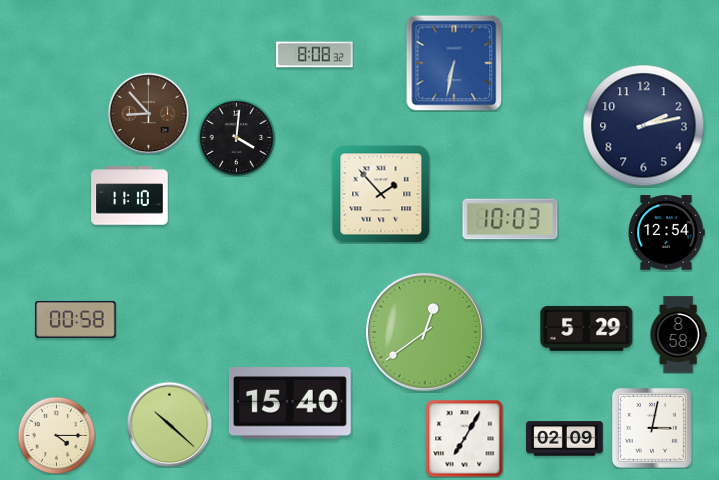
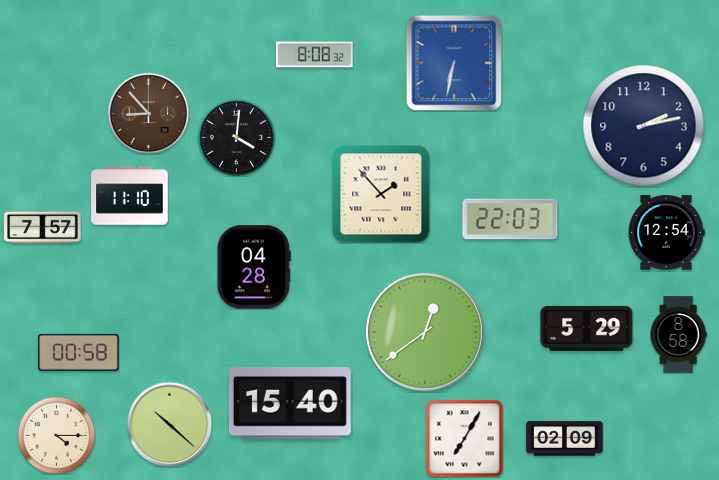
clock at (510, 219): 10:03 -> 22:03
clock at (43, 228): none -> 7:57
clock at (254, 267): none -> 04:28
clock at (76, 319) position: (76, 319) -> (79, 352)
clock at (653, 429): 3:02 -> none
